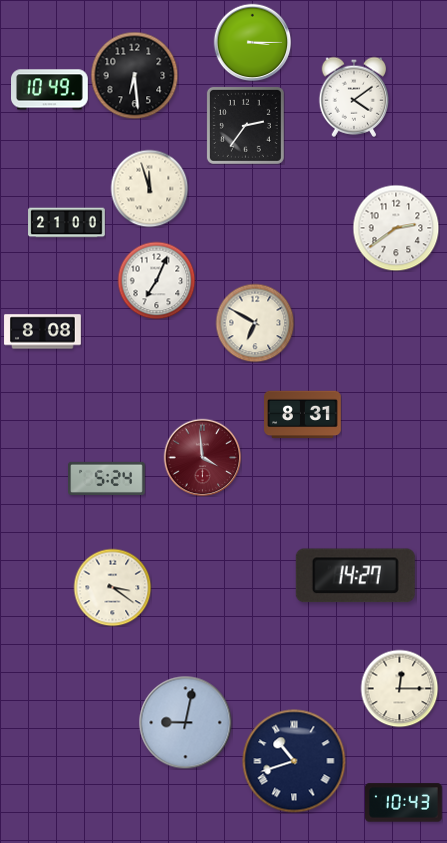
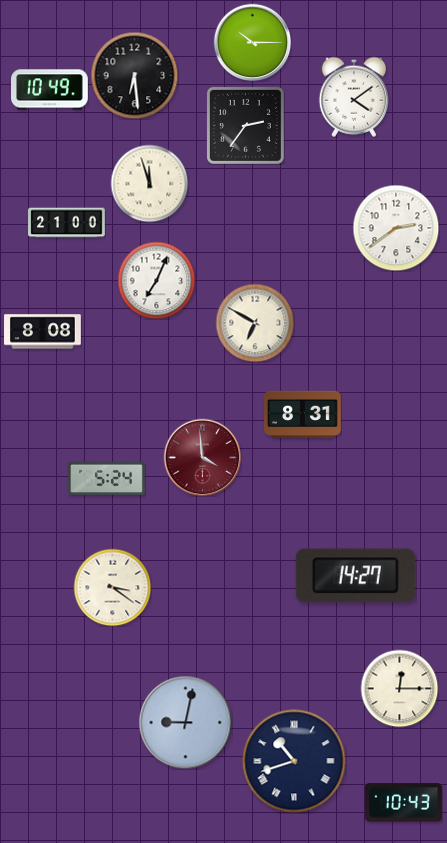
clock at (252, 42): 3:15 -> 10:15
clock at (149, 188) position: (149, 188) -> (149, 183)
